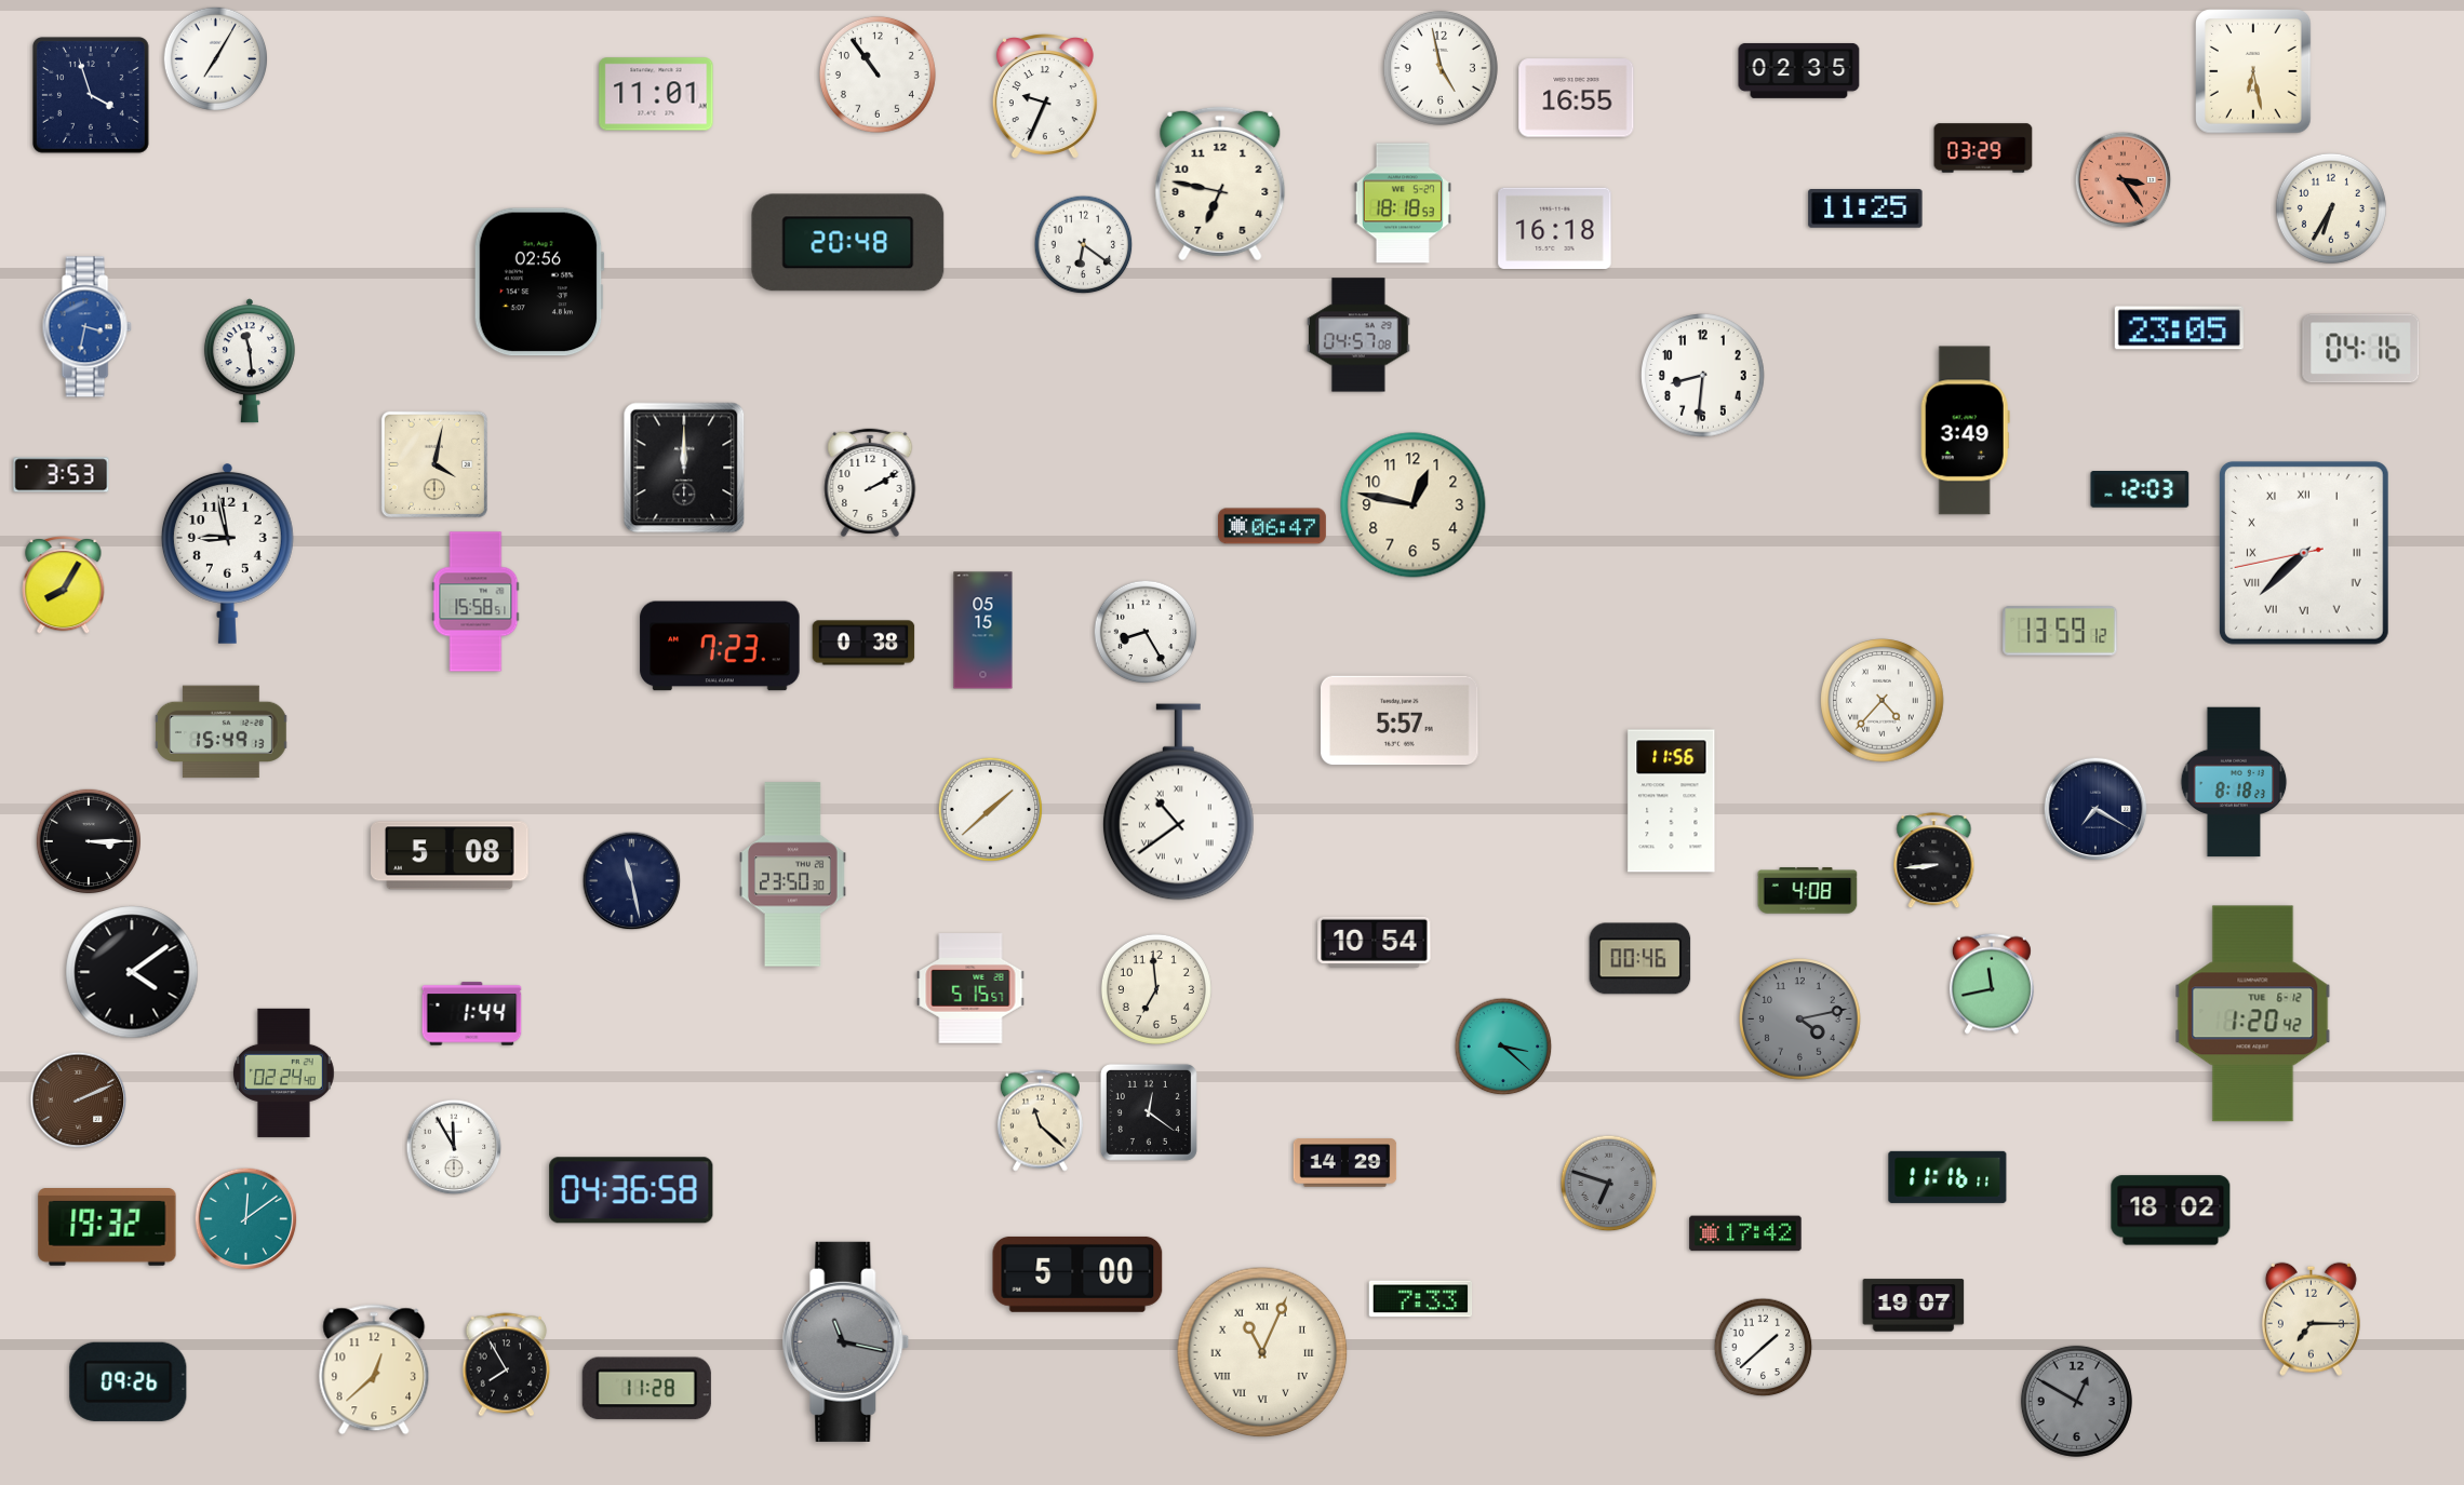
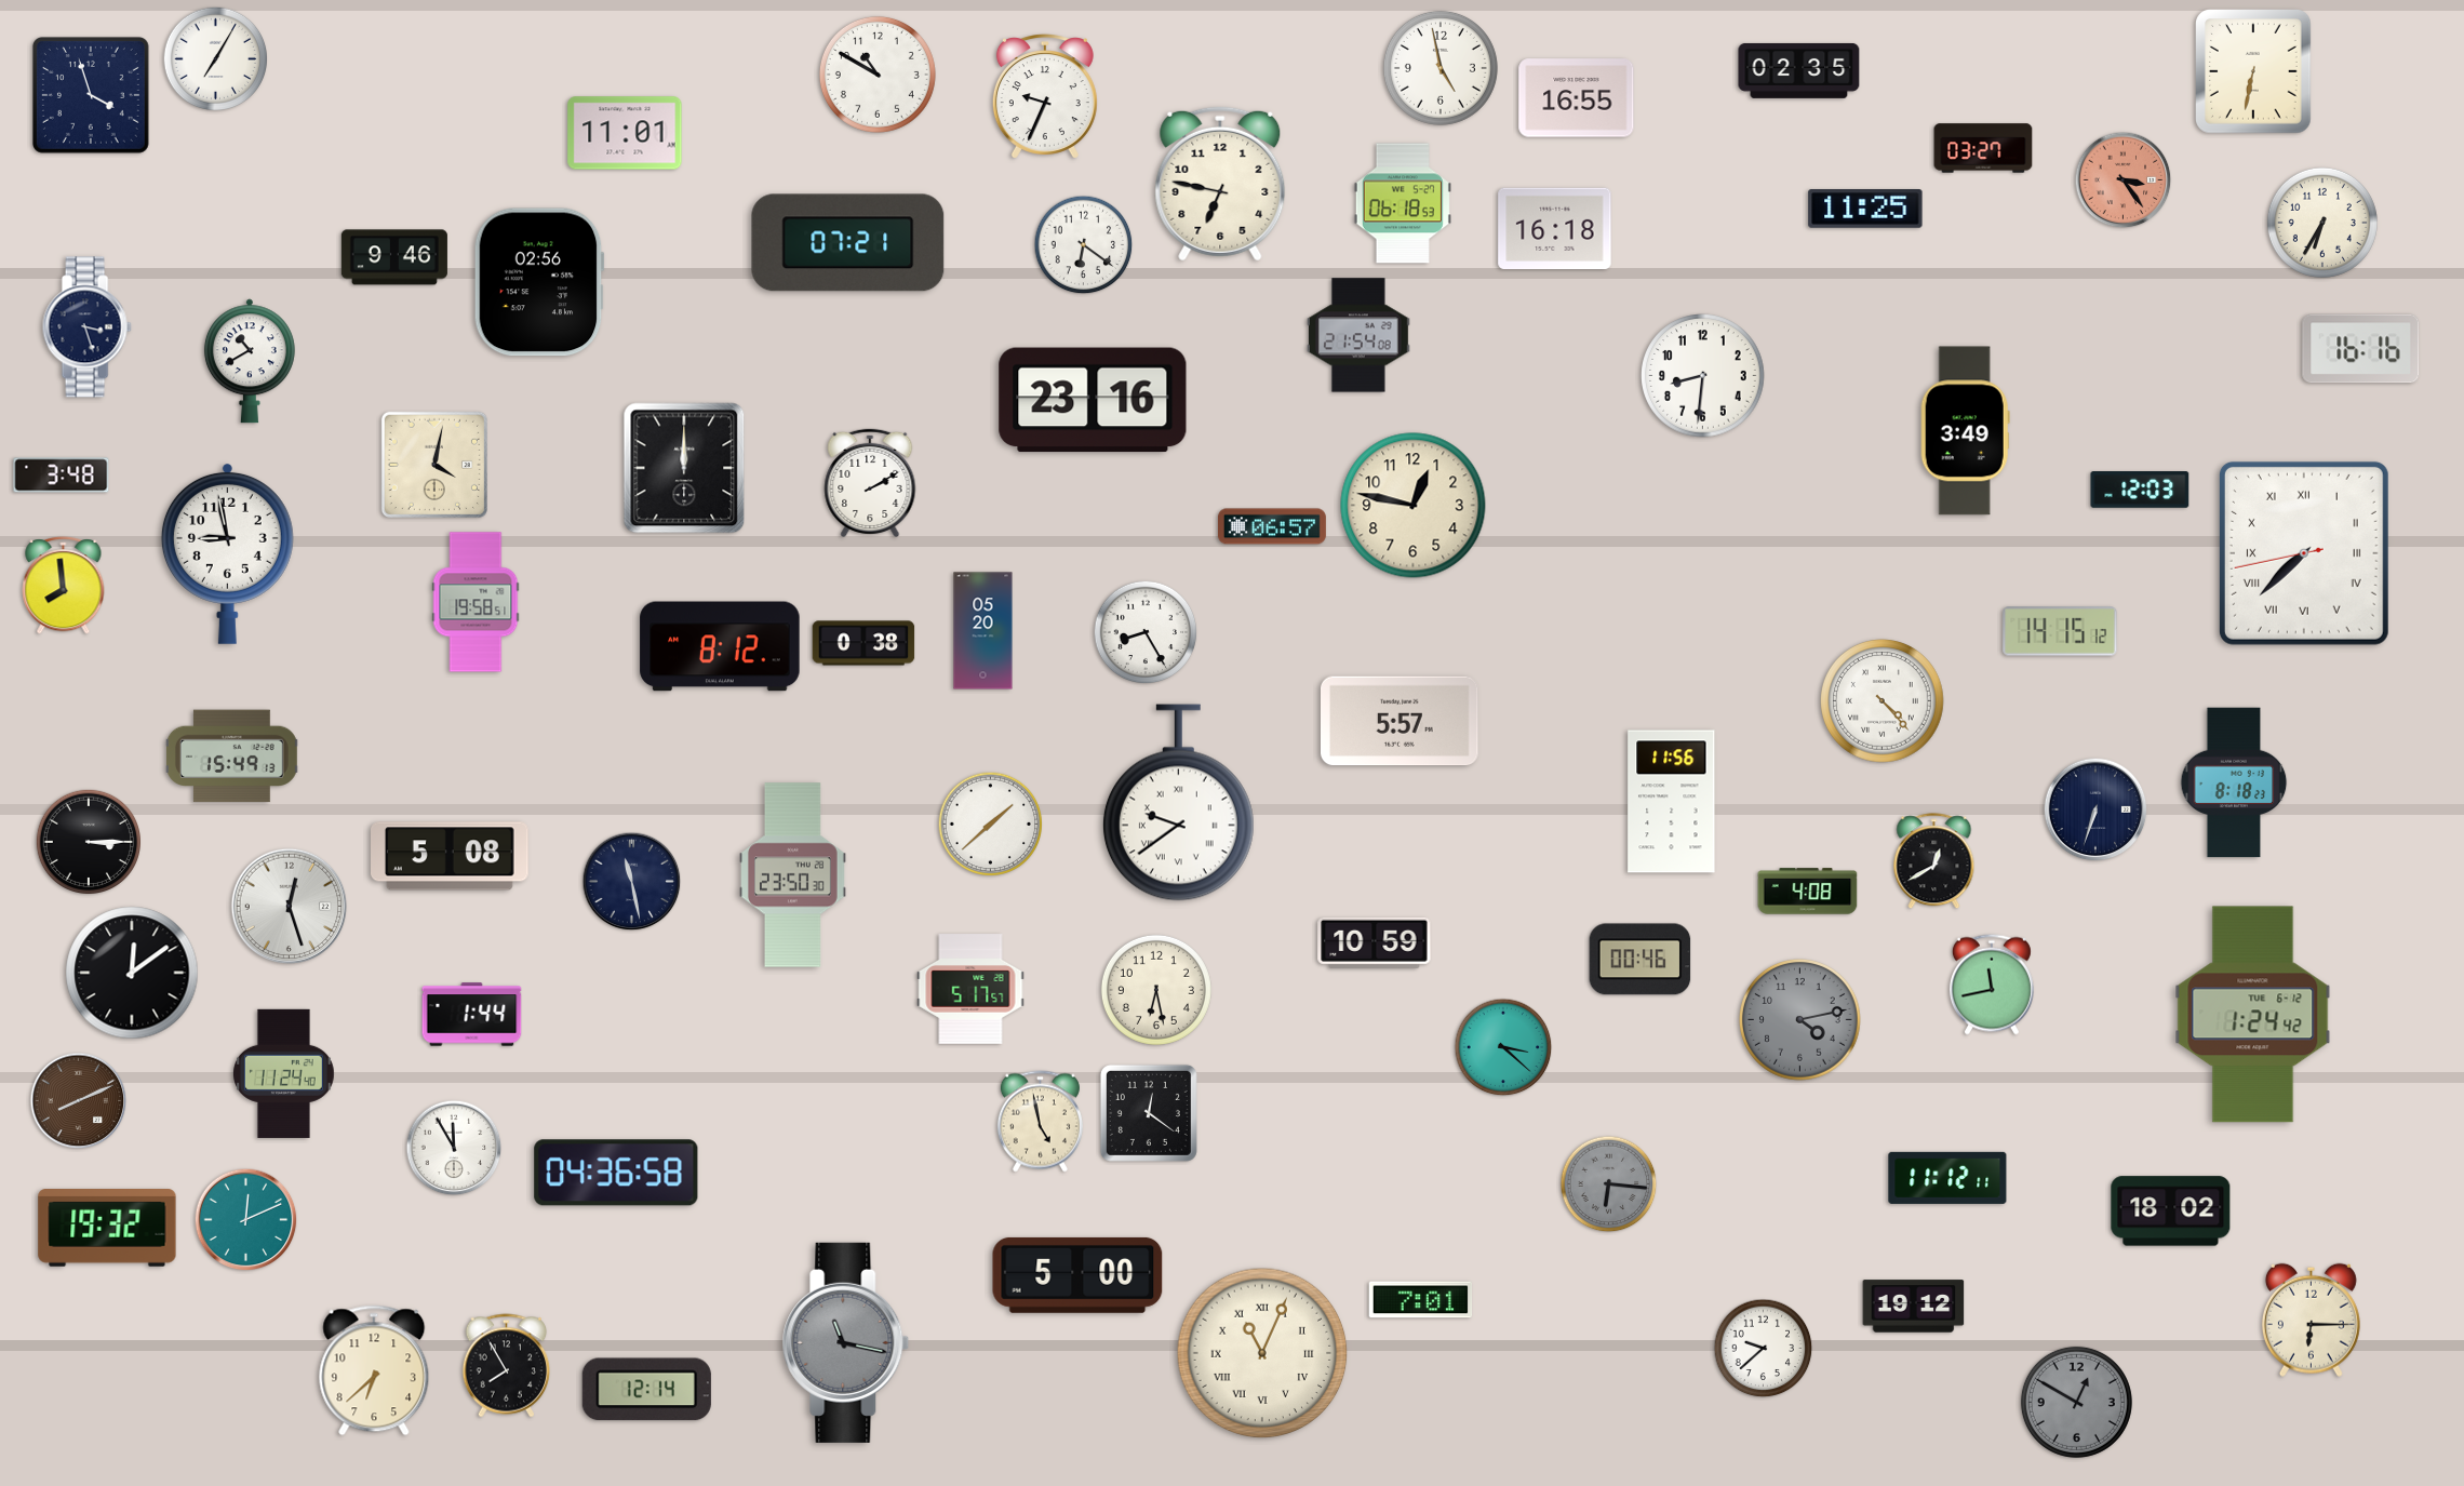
clock at (2254, 72): 6:28 -> 6:32
clock at (878, 75): 10:54 -> 10:50
clock at (656, 94) position: (656, 94) -> (625, 133)
clock at (1983, 148): 03:29 -> 03:27
clock at (1403, 203): 18:18 -> 06:18
clock at (2331, 208) position: (2331, 208) -> (2322, 223)
clock at (848, 243): 20:48 -> 07:21
clock at (394, 257): none -> 9:46
clock at (86, 327): 3:32 -> 3:27
clock at (86, 327) dial: blue -> navy
clock at (2179, 328): 23:05 -> none
clock at (1358, 335): 04:57 -> 21:54
clock at (2361, 349): 04:16 -> 16:16
clock at (250, 361): 11:29 -> 10:40
clock at (1093, 400): none -> 23:16
clock at (62, 475): 3:53 -> 3:48
clock at (1272, 526): 06:47 -> 06:57
clock at (64, 585): 8:05 -> 7:59
clock at (476, 602): 15:58 -> 19:58
clock at (983, 631): 05:15 -> 05:20
clock at (2060, 631): 13:59 -> 14:15
clock at (720, 646): 7:23 -> 8:12
clock at (1883, 701): 4:37 -> 4:23
clock at (220, 732) position: (220, 732) -> (231, 757)
clock at (1178, 802): 10:39 -> 9:39
clock at (2095, 809): 7:20 -> 6:33
clock at (991, 810) position: (991, 810) -> (991, 825)
clock at (1934, 861): 8:44 -> 12:40
clock at (290, 907): none -> 12:27
clock at (1375, 942): 10:54 -> 10:59
clock at (132, 972): 4:09 -> 12:09
clock at (970, 988): 5:15 -> 5:17
clock at (1156, 989): 6:59 -> 6:28
clock at (2253, 1014): 1:20 -> 1:24
clock at (283, 1072): 02:24 -> 11:24
clock at (79, 1101): 2:11 -> 8:11
clock at (1040, 1121): 11:22 -> 4:58
clock at (1345, 1163): 14:29 -> none
clock at (1947, 1177): 11:16 -> 11:12
clock at (1609, 1184): 6:48 -> 6:16
clock at (631, 1190) position: (631, 1190) -> (616, 1173)
clock at (246, 1219): 12:09 -> 12:11
clock at (1745, 1233): 17:42 -> none
clock at (1421, 1299): 7:33 -> 7:01
clock at (1914, 1306): 19:07 -> 19:12
clock at (2311, 1319): 7:15 -> 6:15
clock at (1764, 1348): 1:38 -> 9:38
clock at (374, 1369): 12:38 -> 6:38
clock at (129, 1381): 09:26 -> none
clock at (646, 1389): 11:28 -> 12:14
